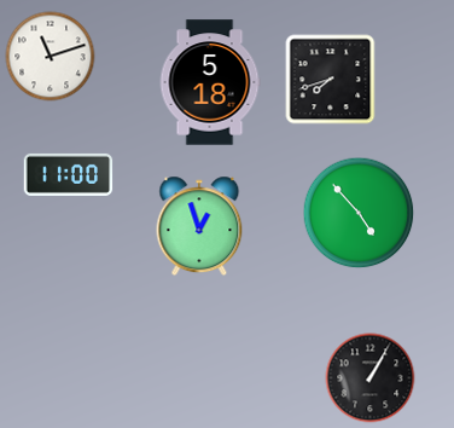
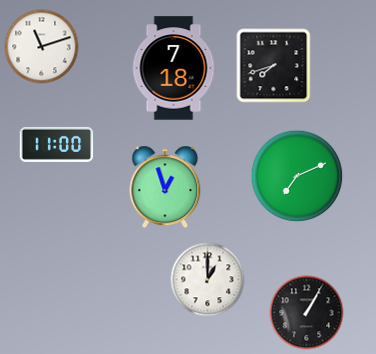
clock at (210, 82): 5:18 -> 7:18
clock at (359, 213): 4:53 -> 7:11
clock at (208, 280): none -> 1:00
